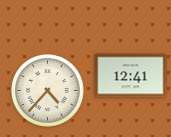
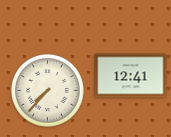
clock at (48, 91): 4:37 -> 7:37
